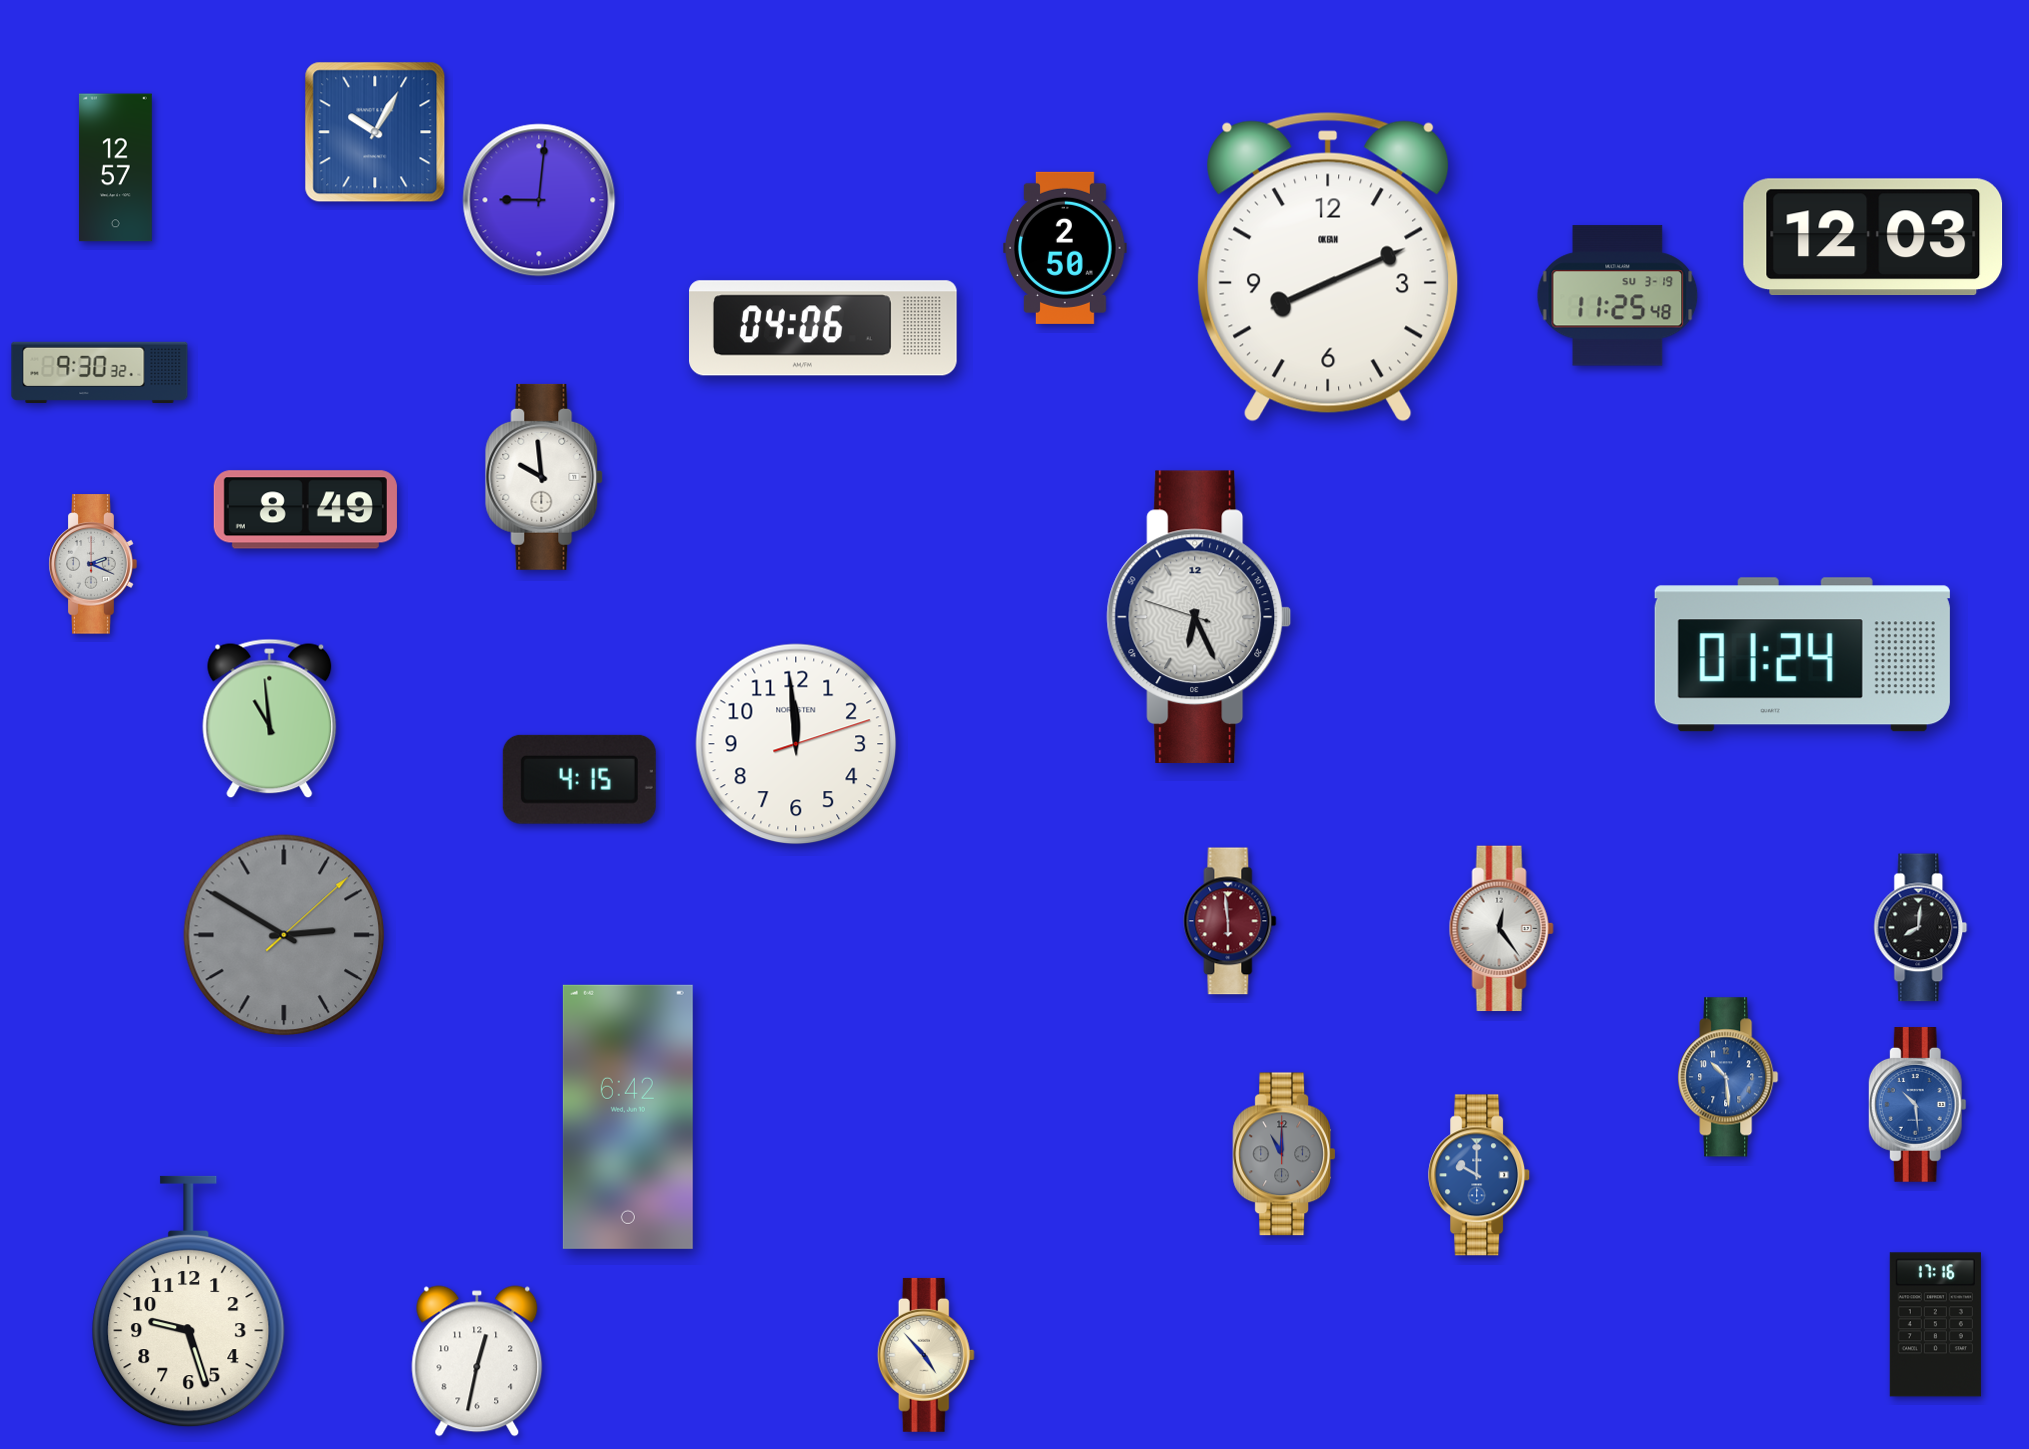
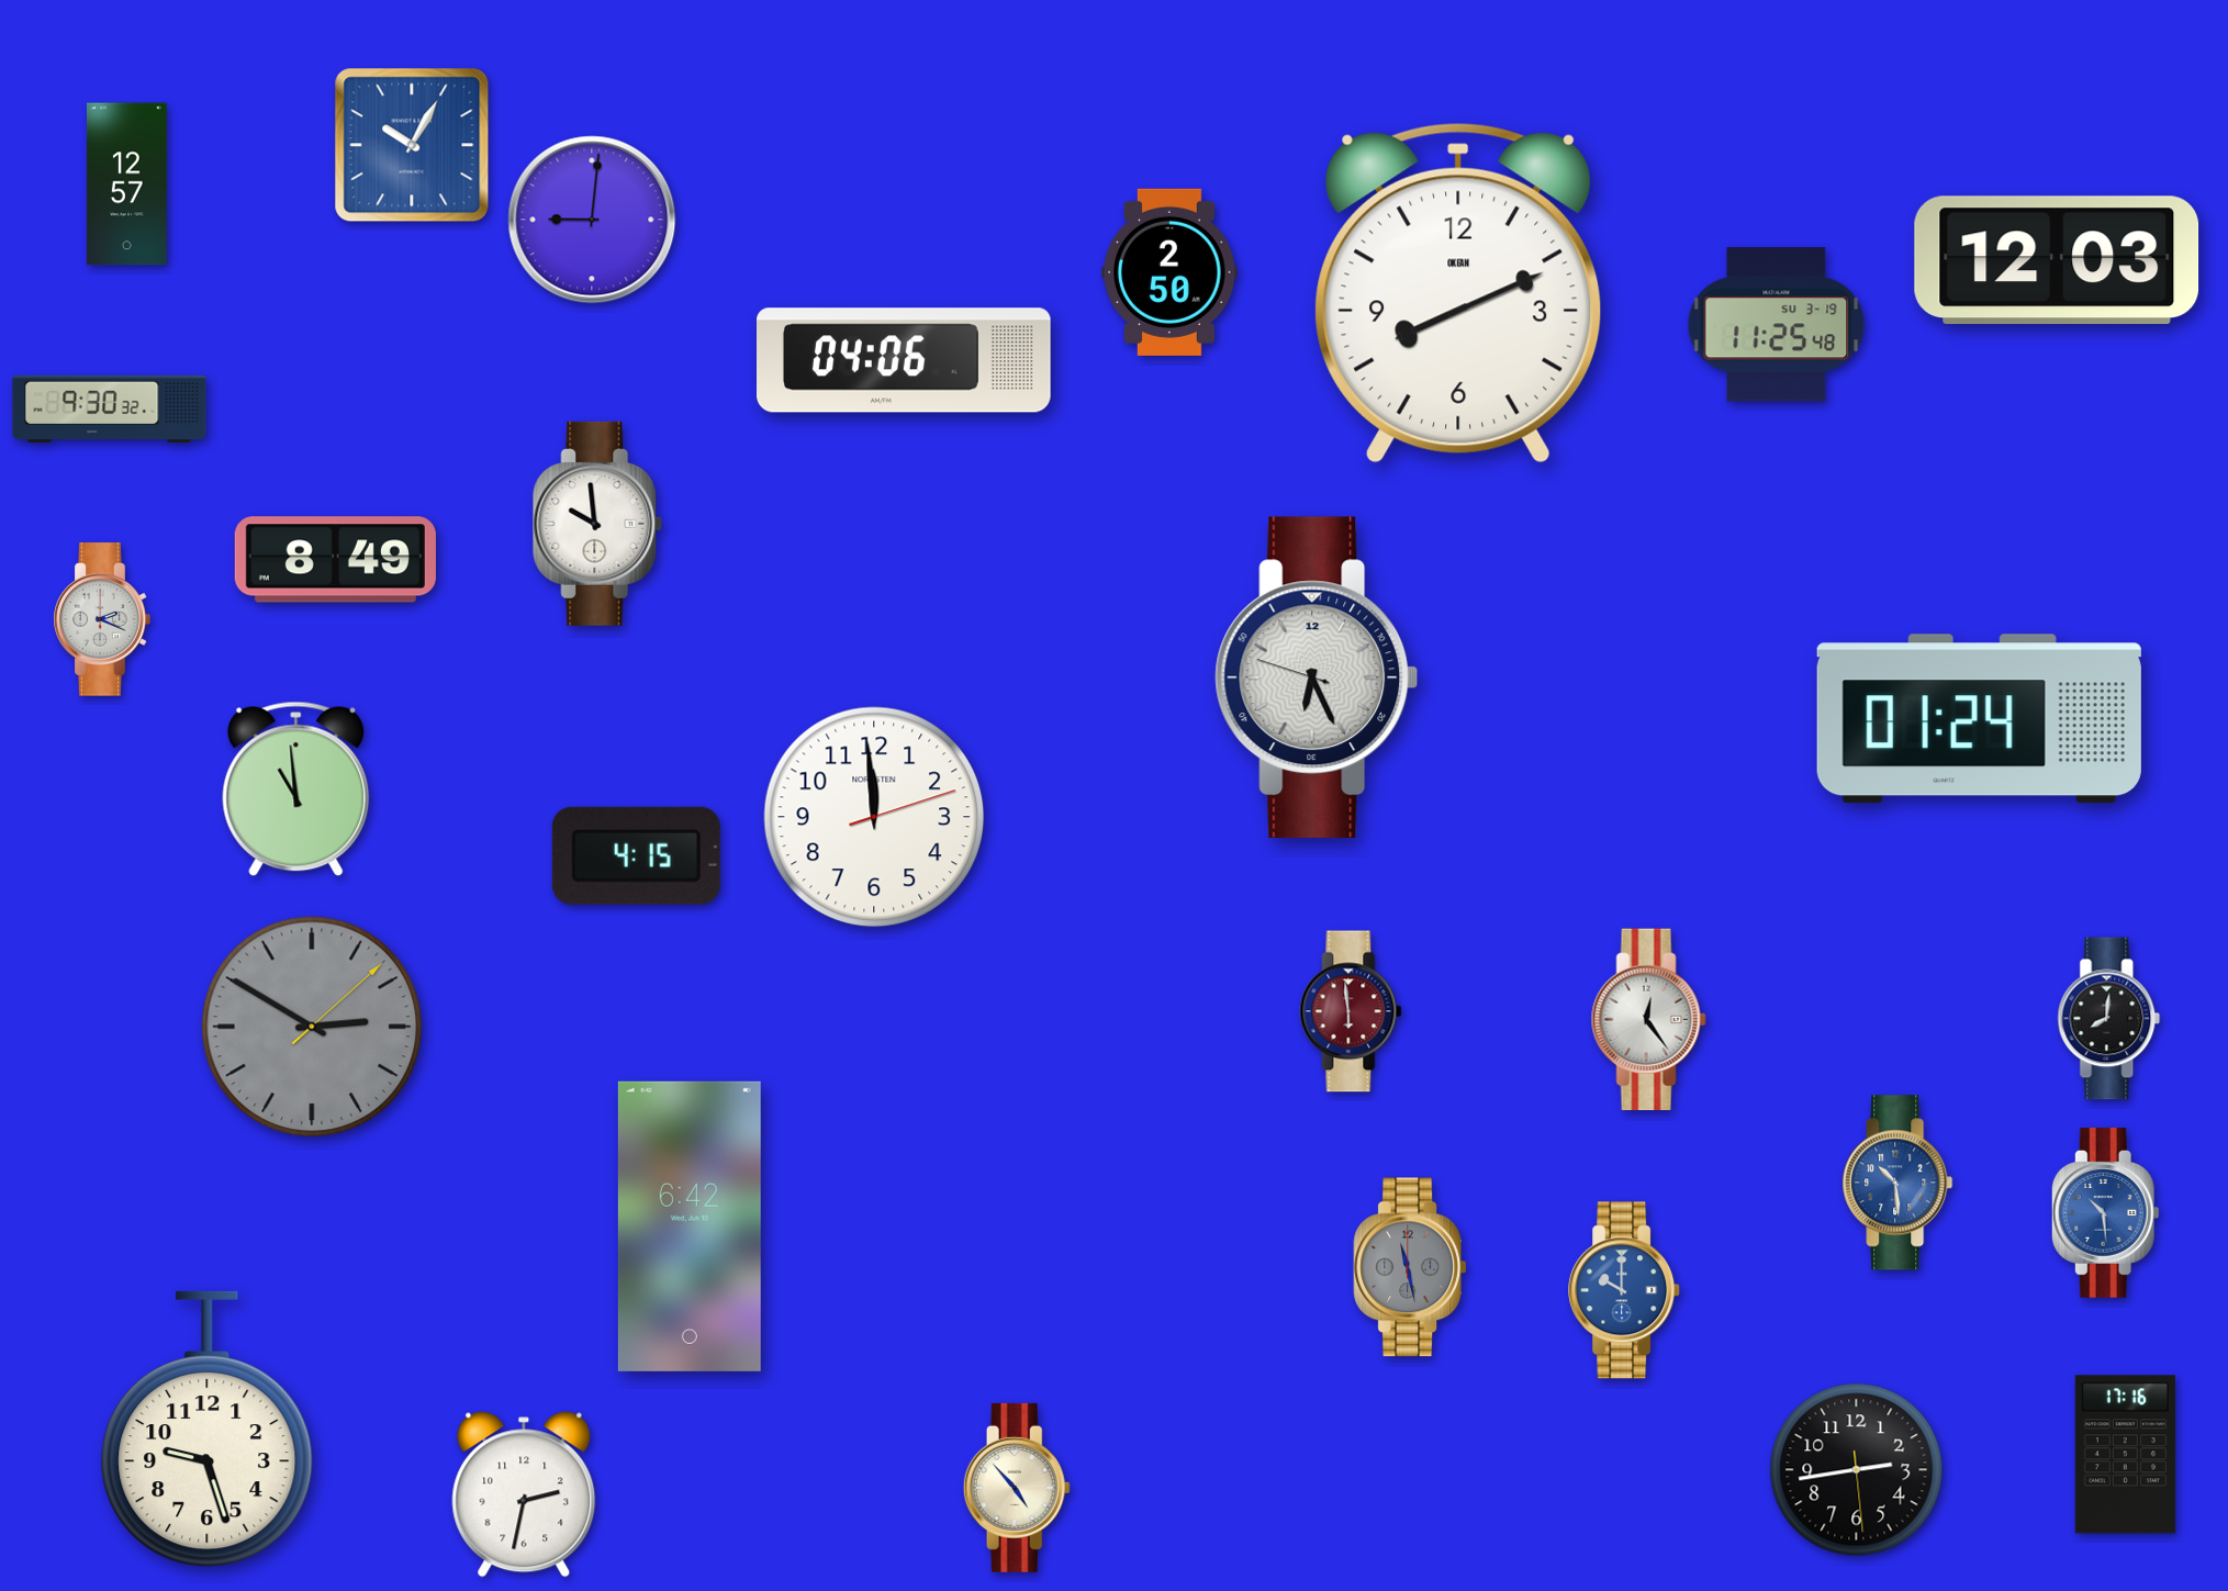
clock at (1284, 1154): 11:00 -> 11:28
clock at (1857, 1470): none -> 2:43
clock at (477, 1361): 12:32 -> 2:32
